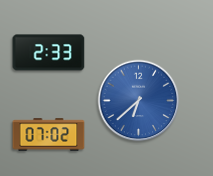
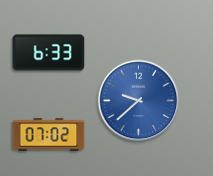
clock at (49, 53): 2:33 -> 6:33
clock at (139, 101): 6:38 -> 9:38
